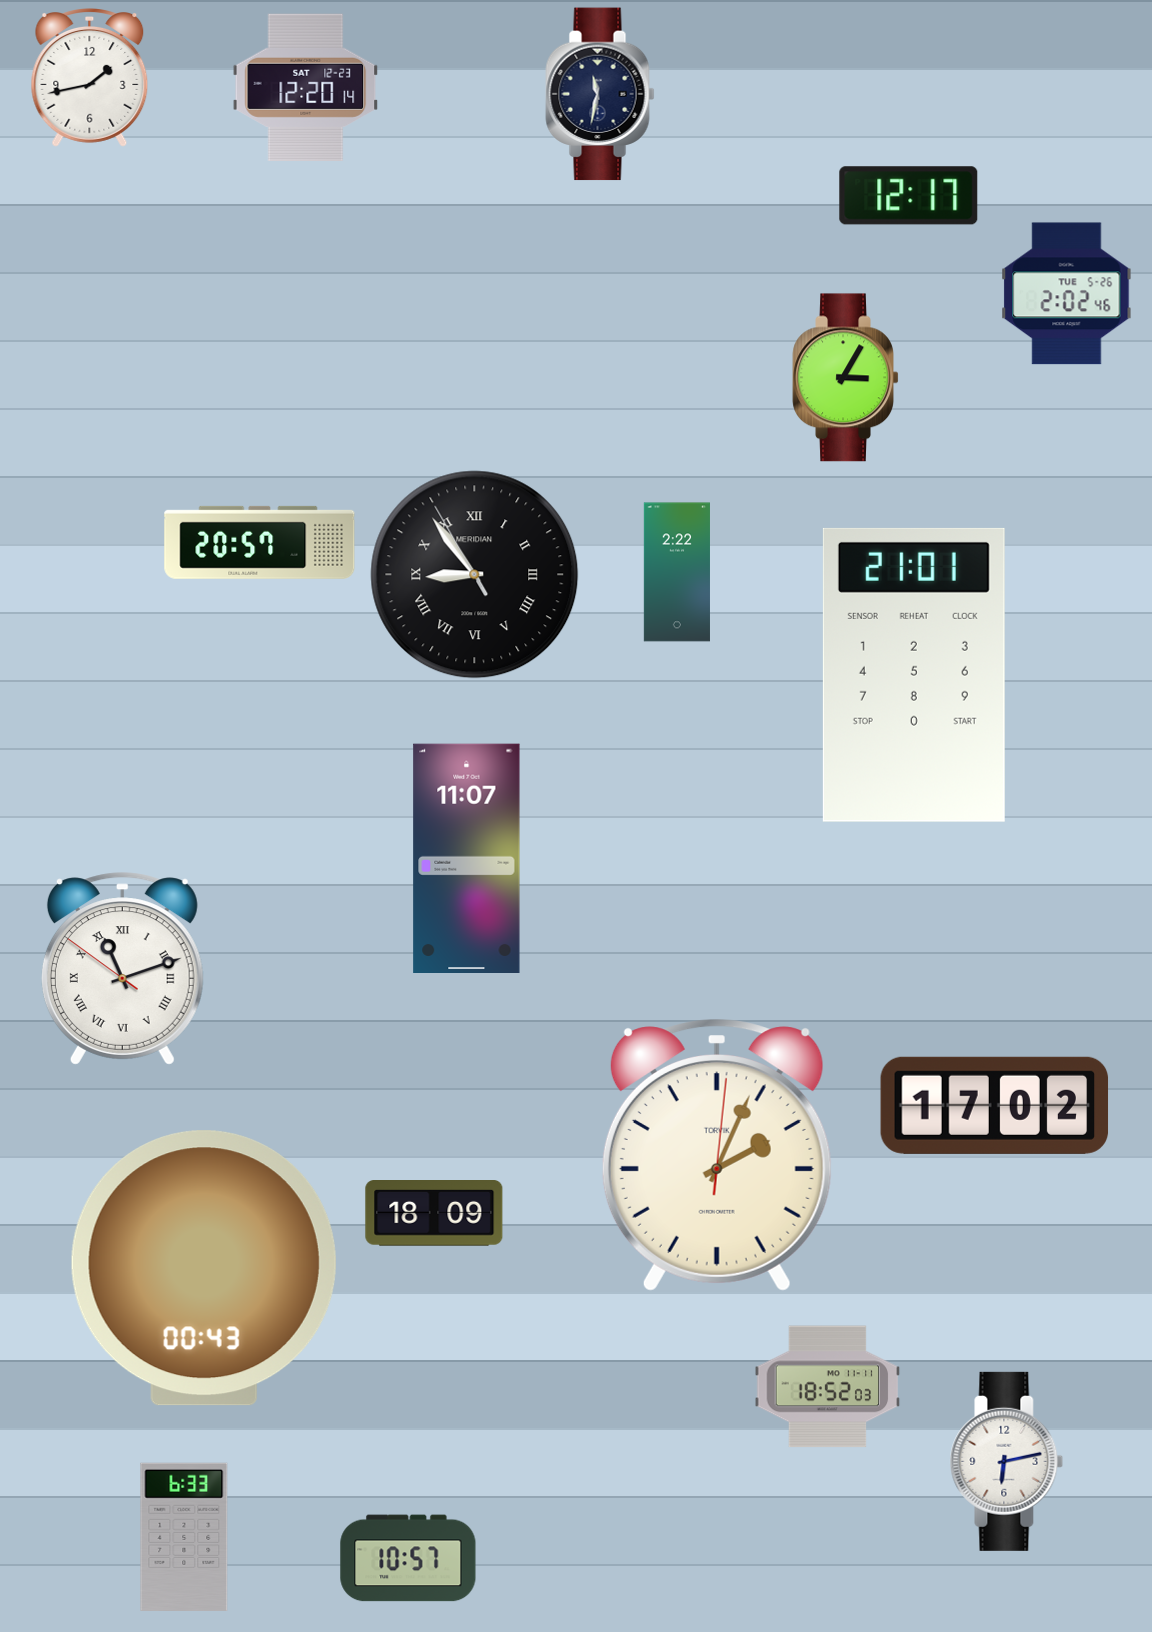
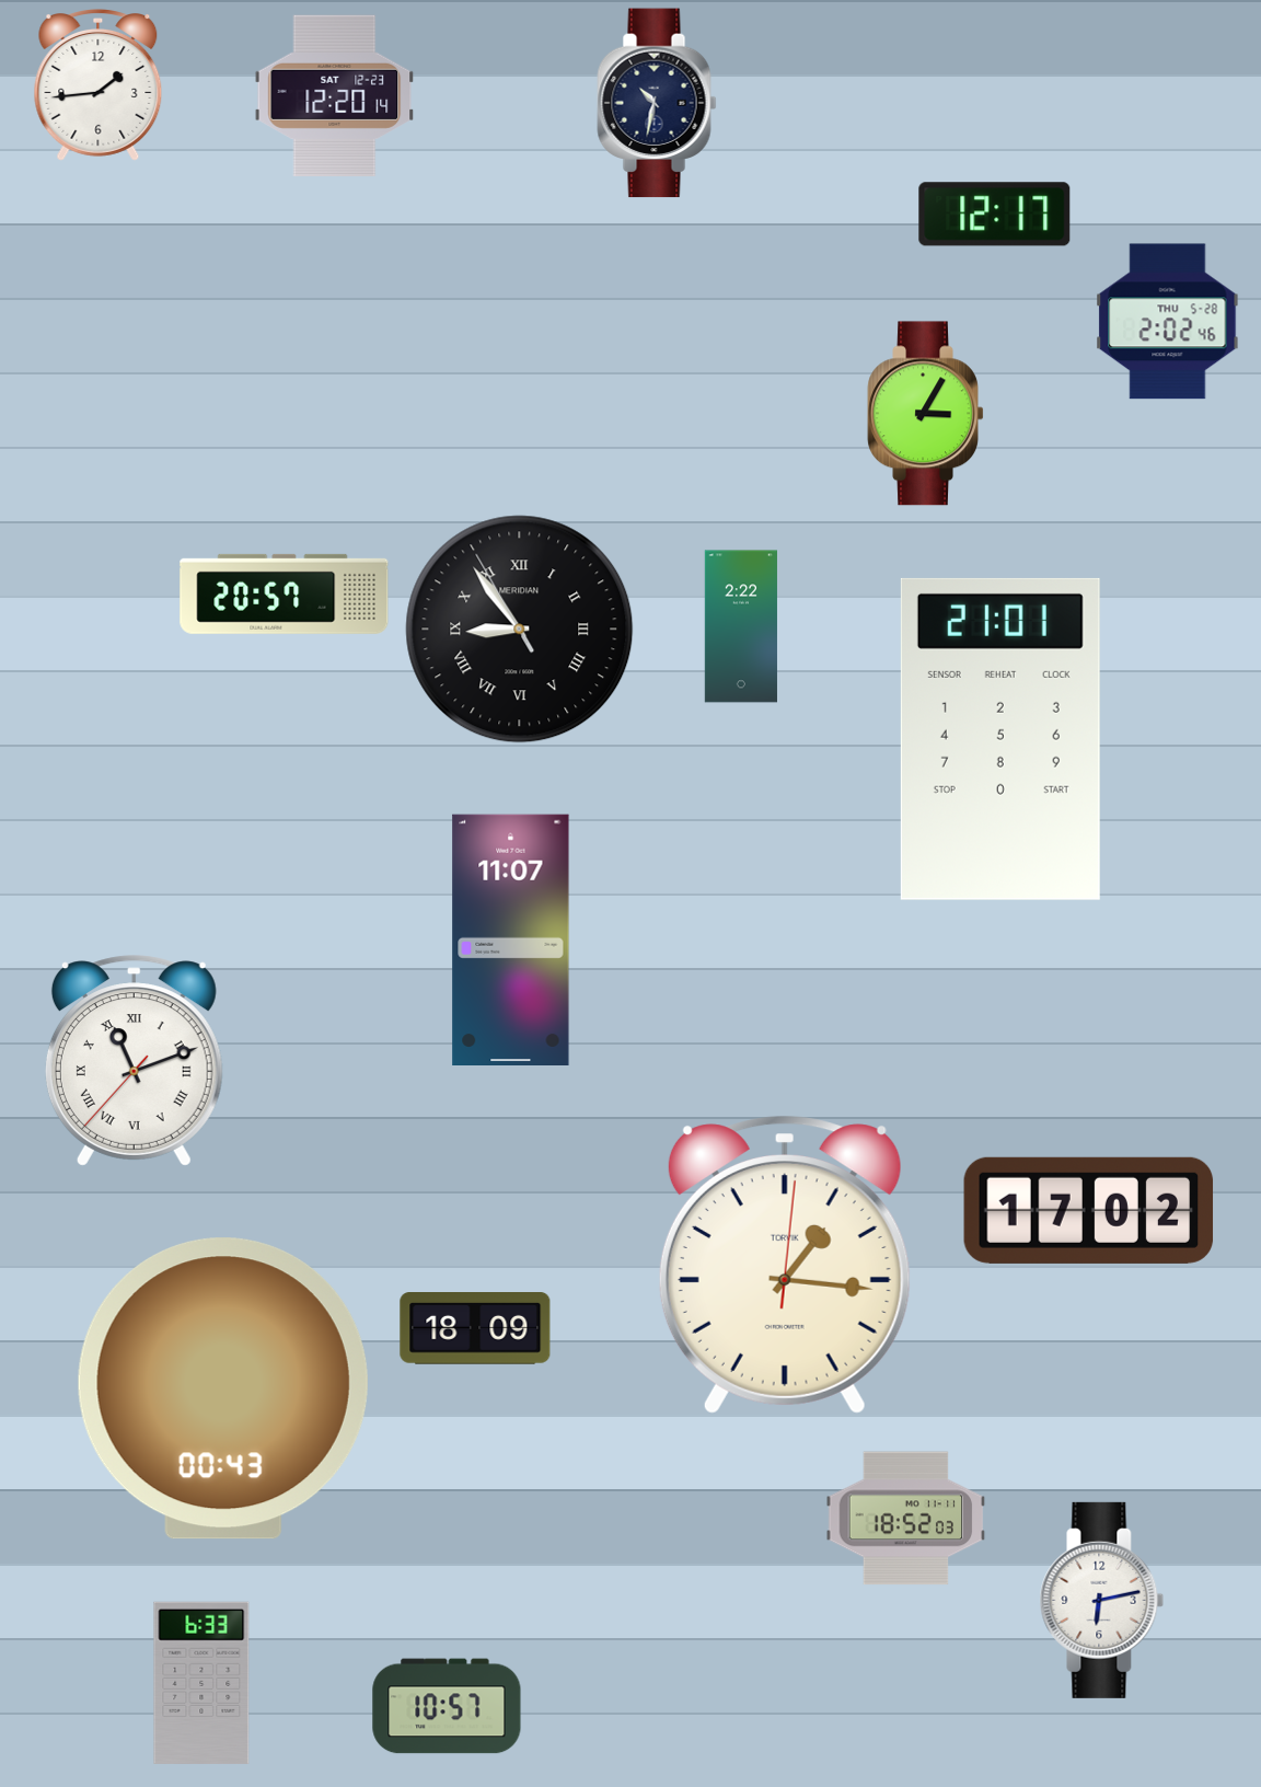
clock at (90, 78): 1:43 -> 1:44
clock at (600, 94): 11:32 -> 10:32
clock at (1067, 294) date: TUE 5-26 -> THU 5-28
clock at (122, 969): 11:11:51 -> 11:11:37
clock at (717, 1155): 2:04 -> 1:16
